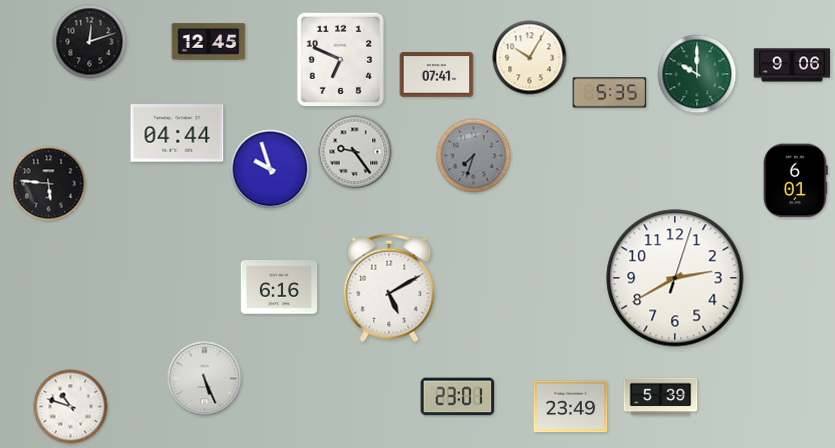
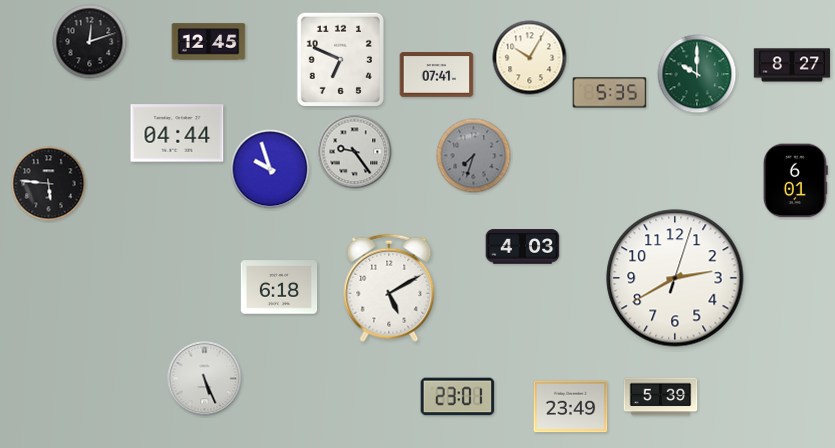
clock at (792, 65): 9:06 -> 8:27
clock at (523, 247): none -> 4:03
clock at (279, 287): 6:16 -> 6:18
clock at (71, 407): 10:48 -> none
